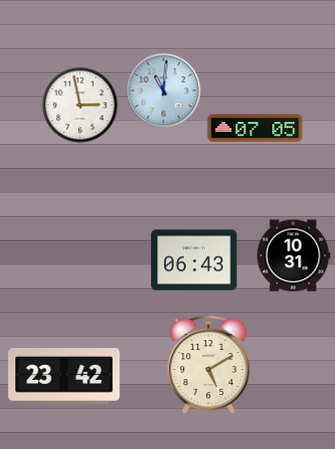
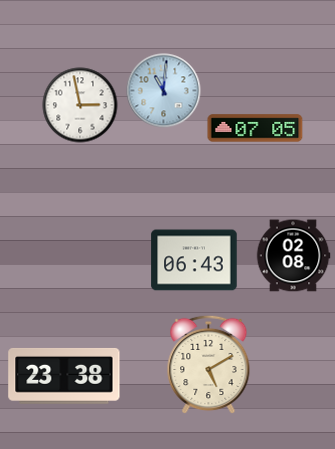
clock at (293, 256): 10:31 -> 02:08
clock at (64, 376): 23:42 -> 23:38
